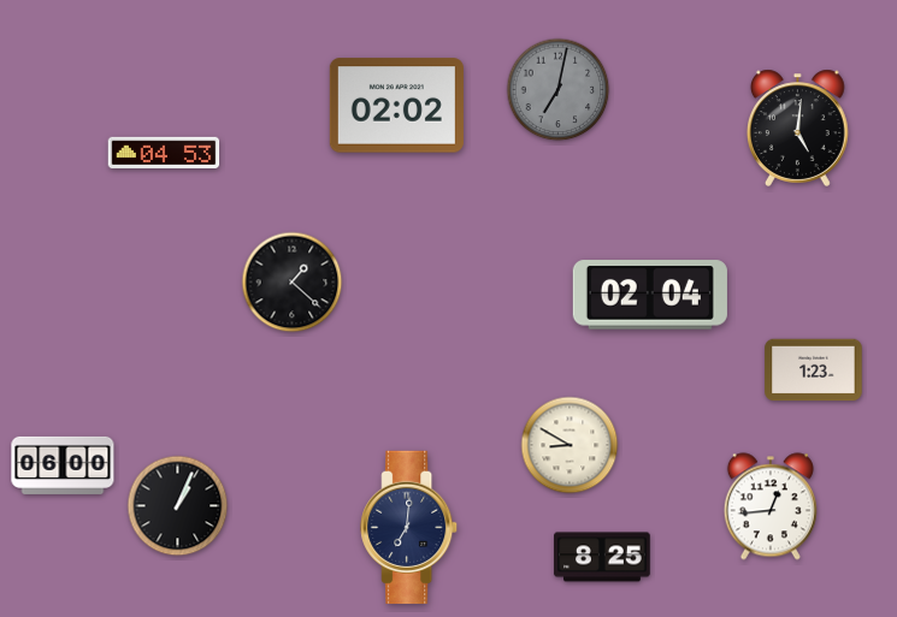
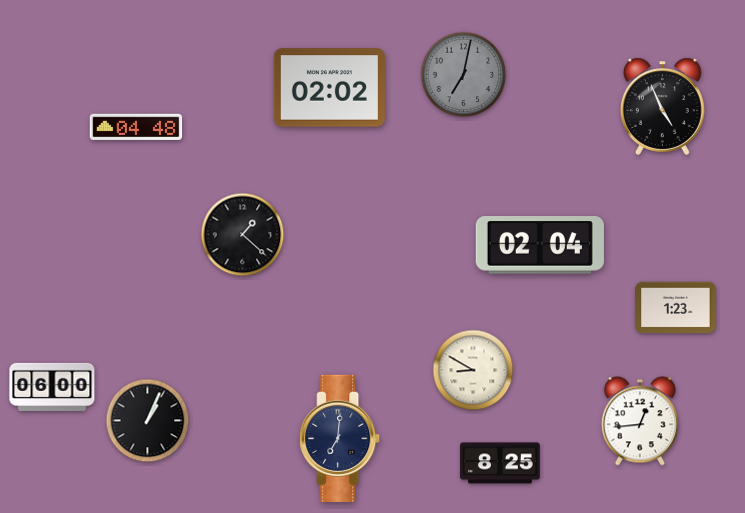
clock at (797, 127): 5:01 -> 4:56
clock at (164, 152): 04:53 -> 04:48
